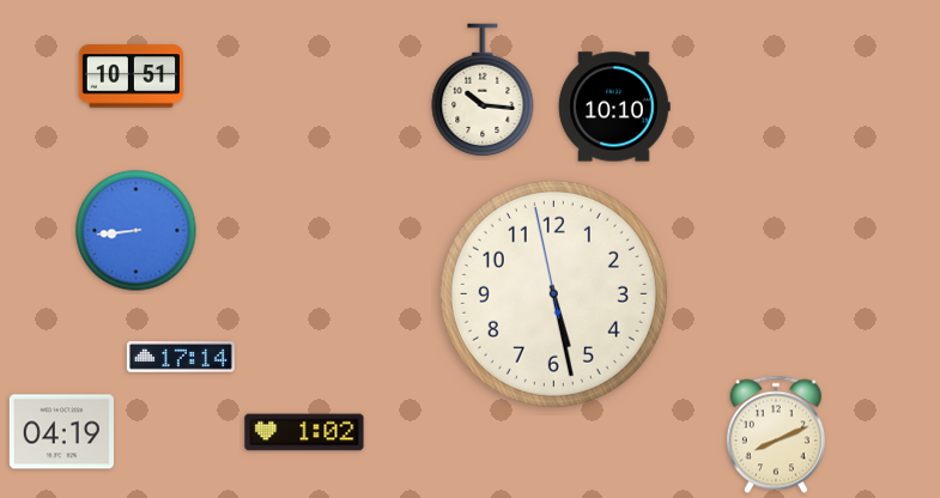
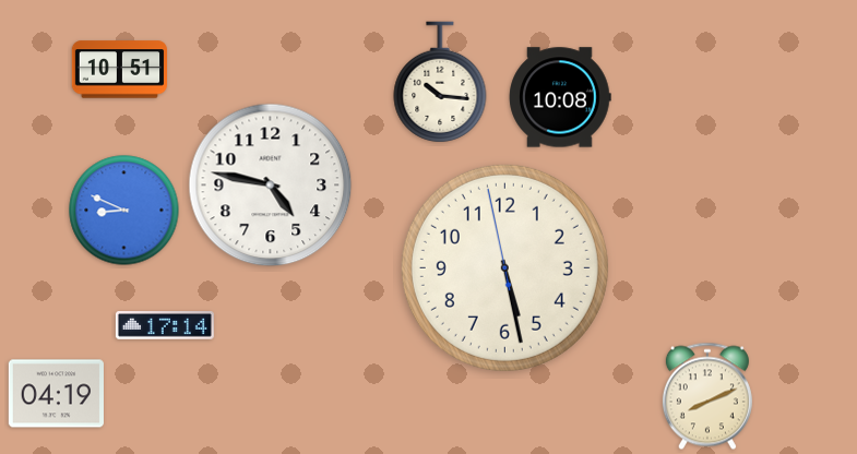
clock at (614, 107): 10:10 -> 10:08
clock at (271, 186): none -> 4:47
clock at (137, 231): 8:44 -> 8:49
clock at (304, 432): 1:02 -> none
